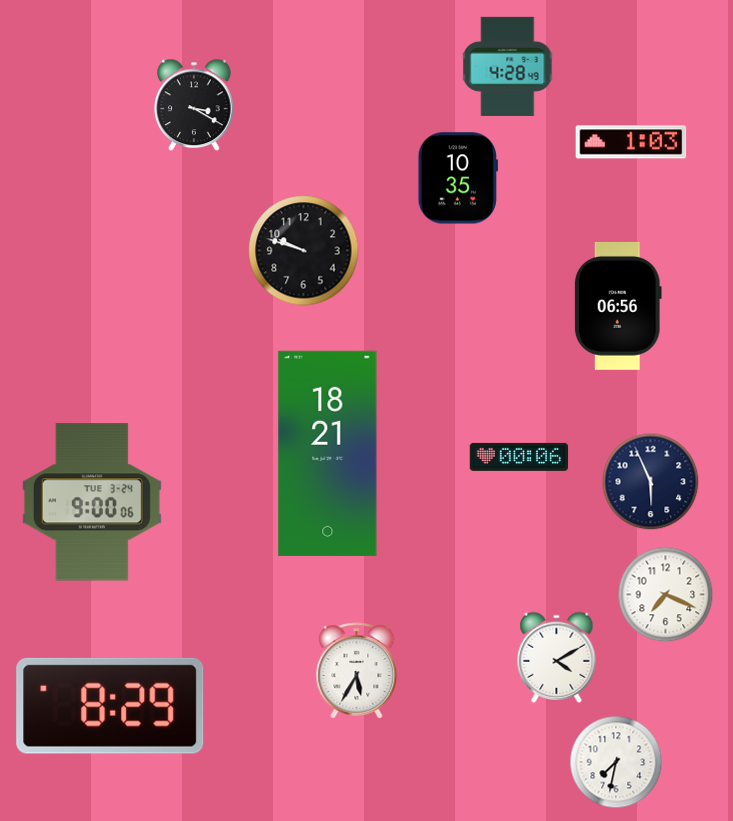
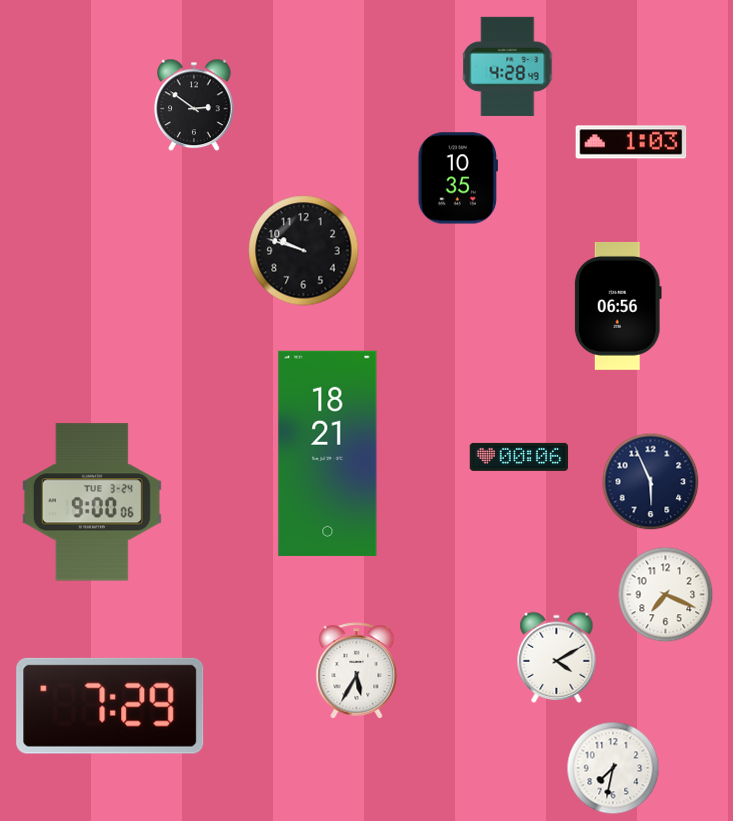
clock at (194, 105): 3:20 -> 2:51
clock at (110, 706): 8:29 -> 7:29
clock at (616, 762) position: (616, 762) -> (613, 768)
